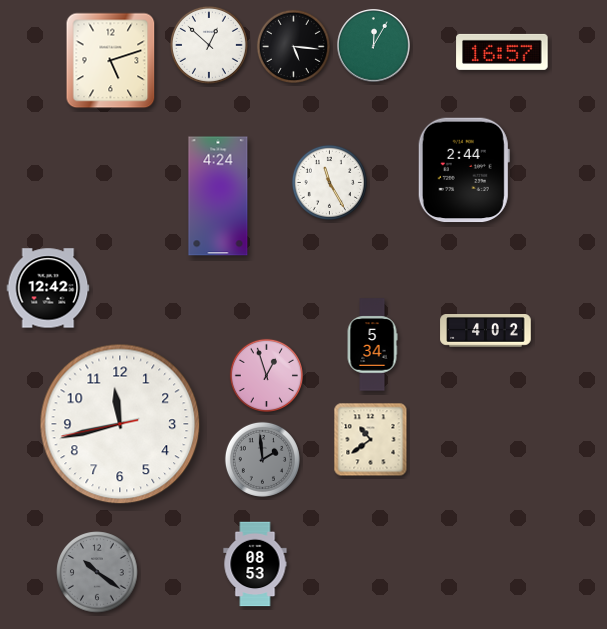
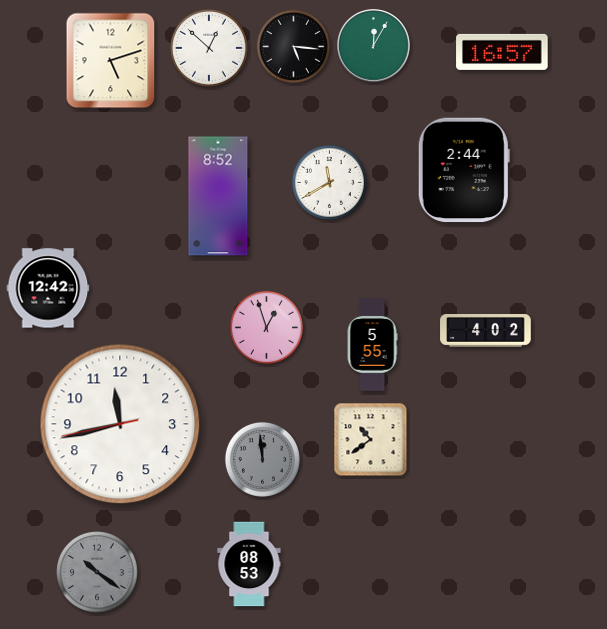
clock at (209, 45) position: (209, 45) -> (209, 48)
clock at (329, 182): 11:25 -> 11:40
clock at (218, 196): 4:24 -> 8:52
clock at (372, 345): 5:34 -> 5:55
clock at (266, 375) position: (266, 375) -> (266, 327)
clock at (262, 459): 1:59 -> 11:59
clock at (255, 564) position: (255, 564) -> (249, 564)
